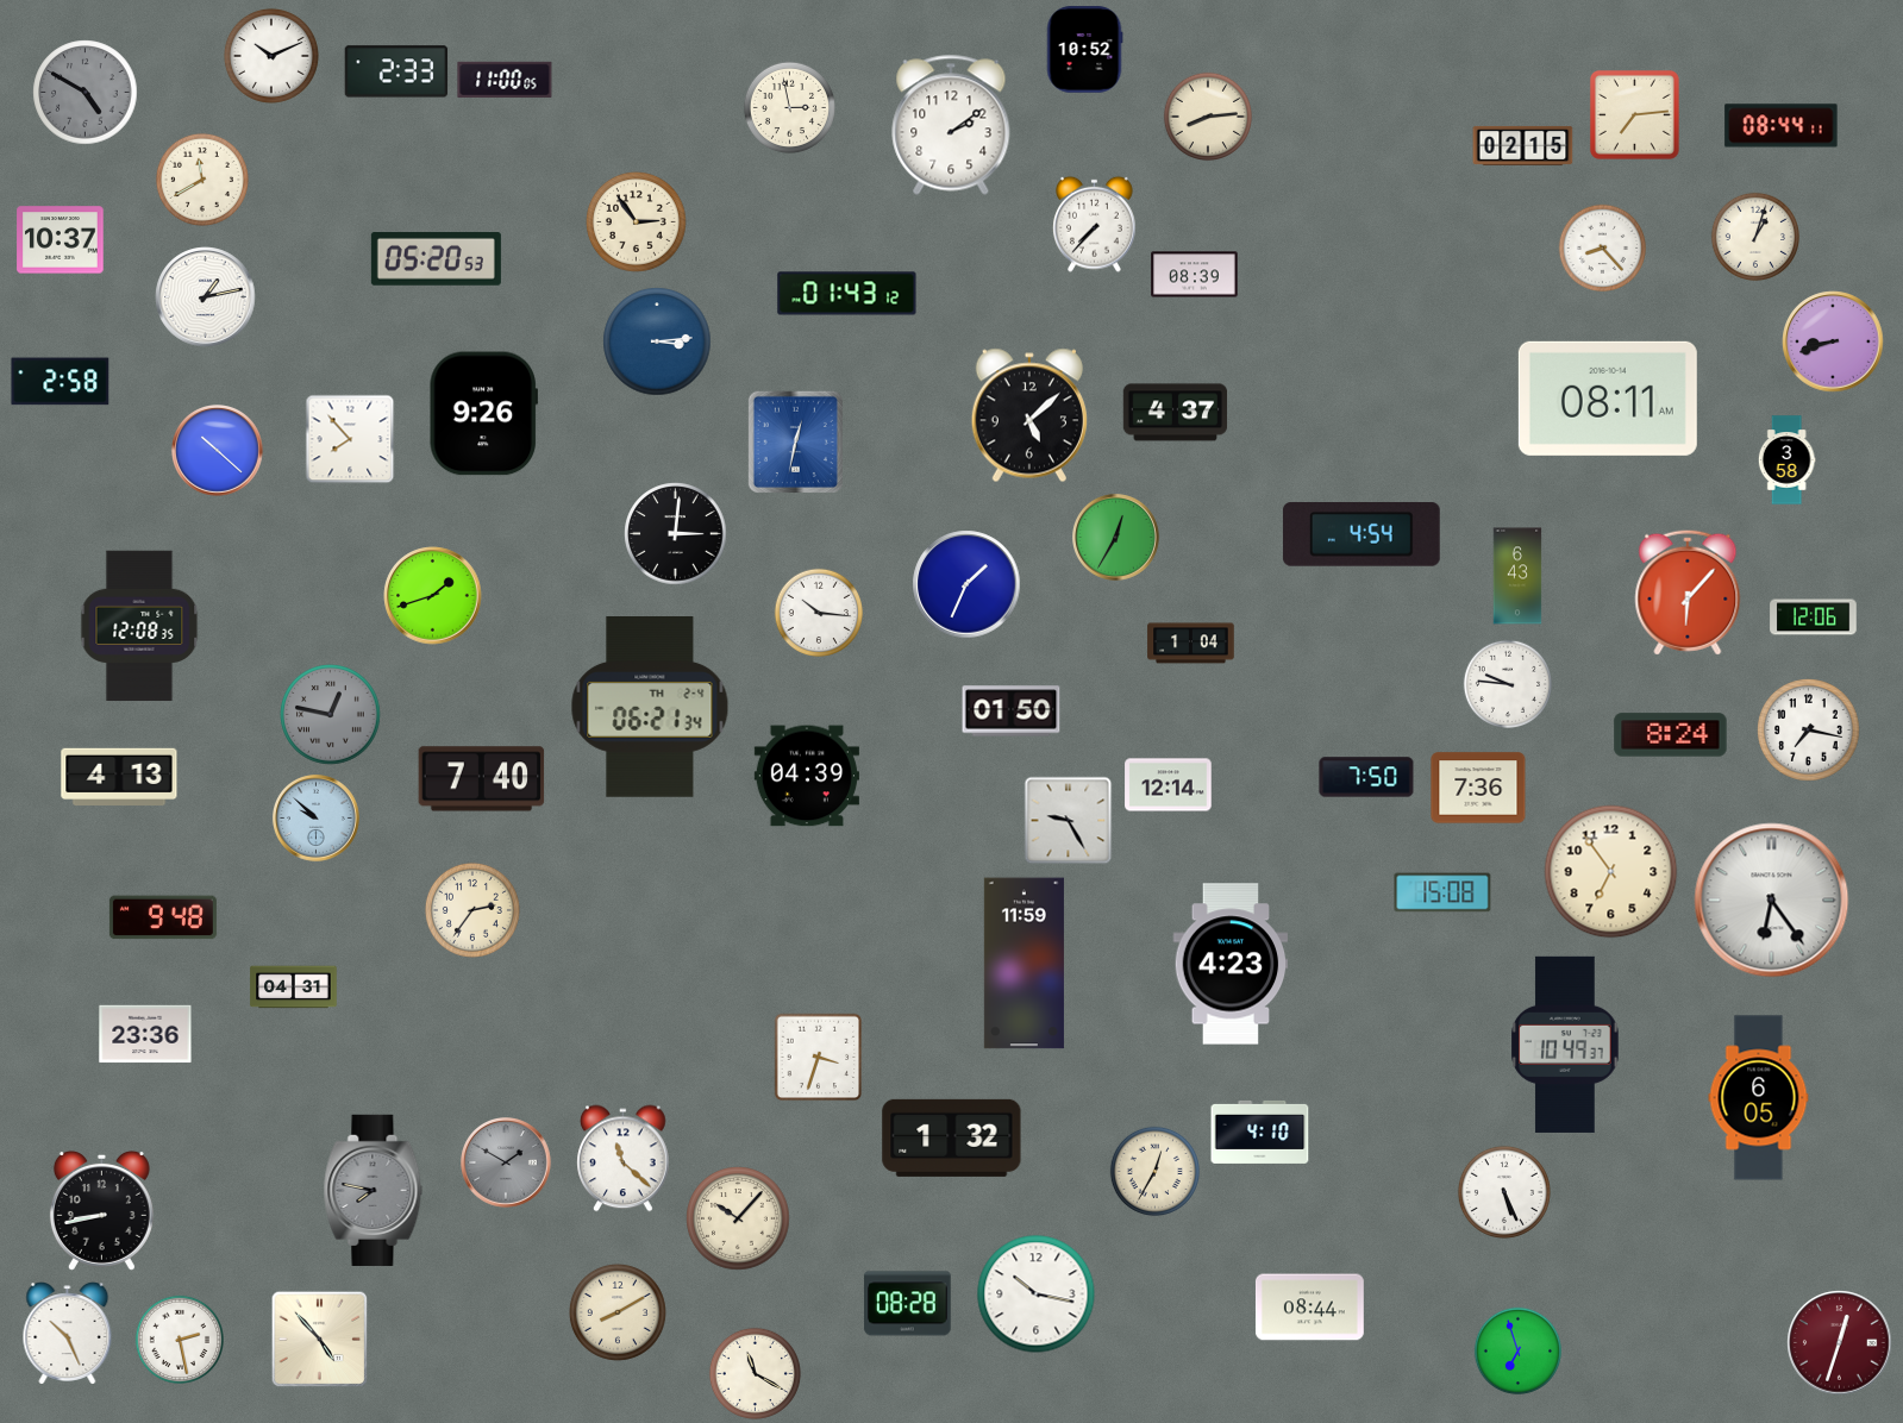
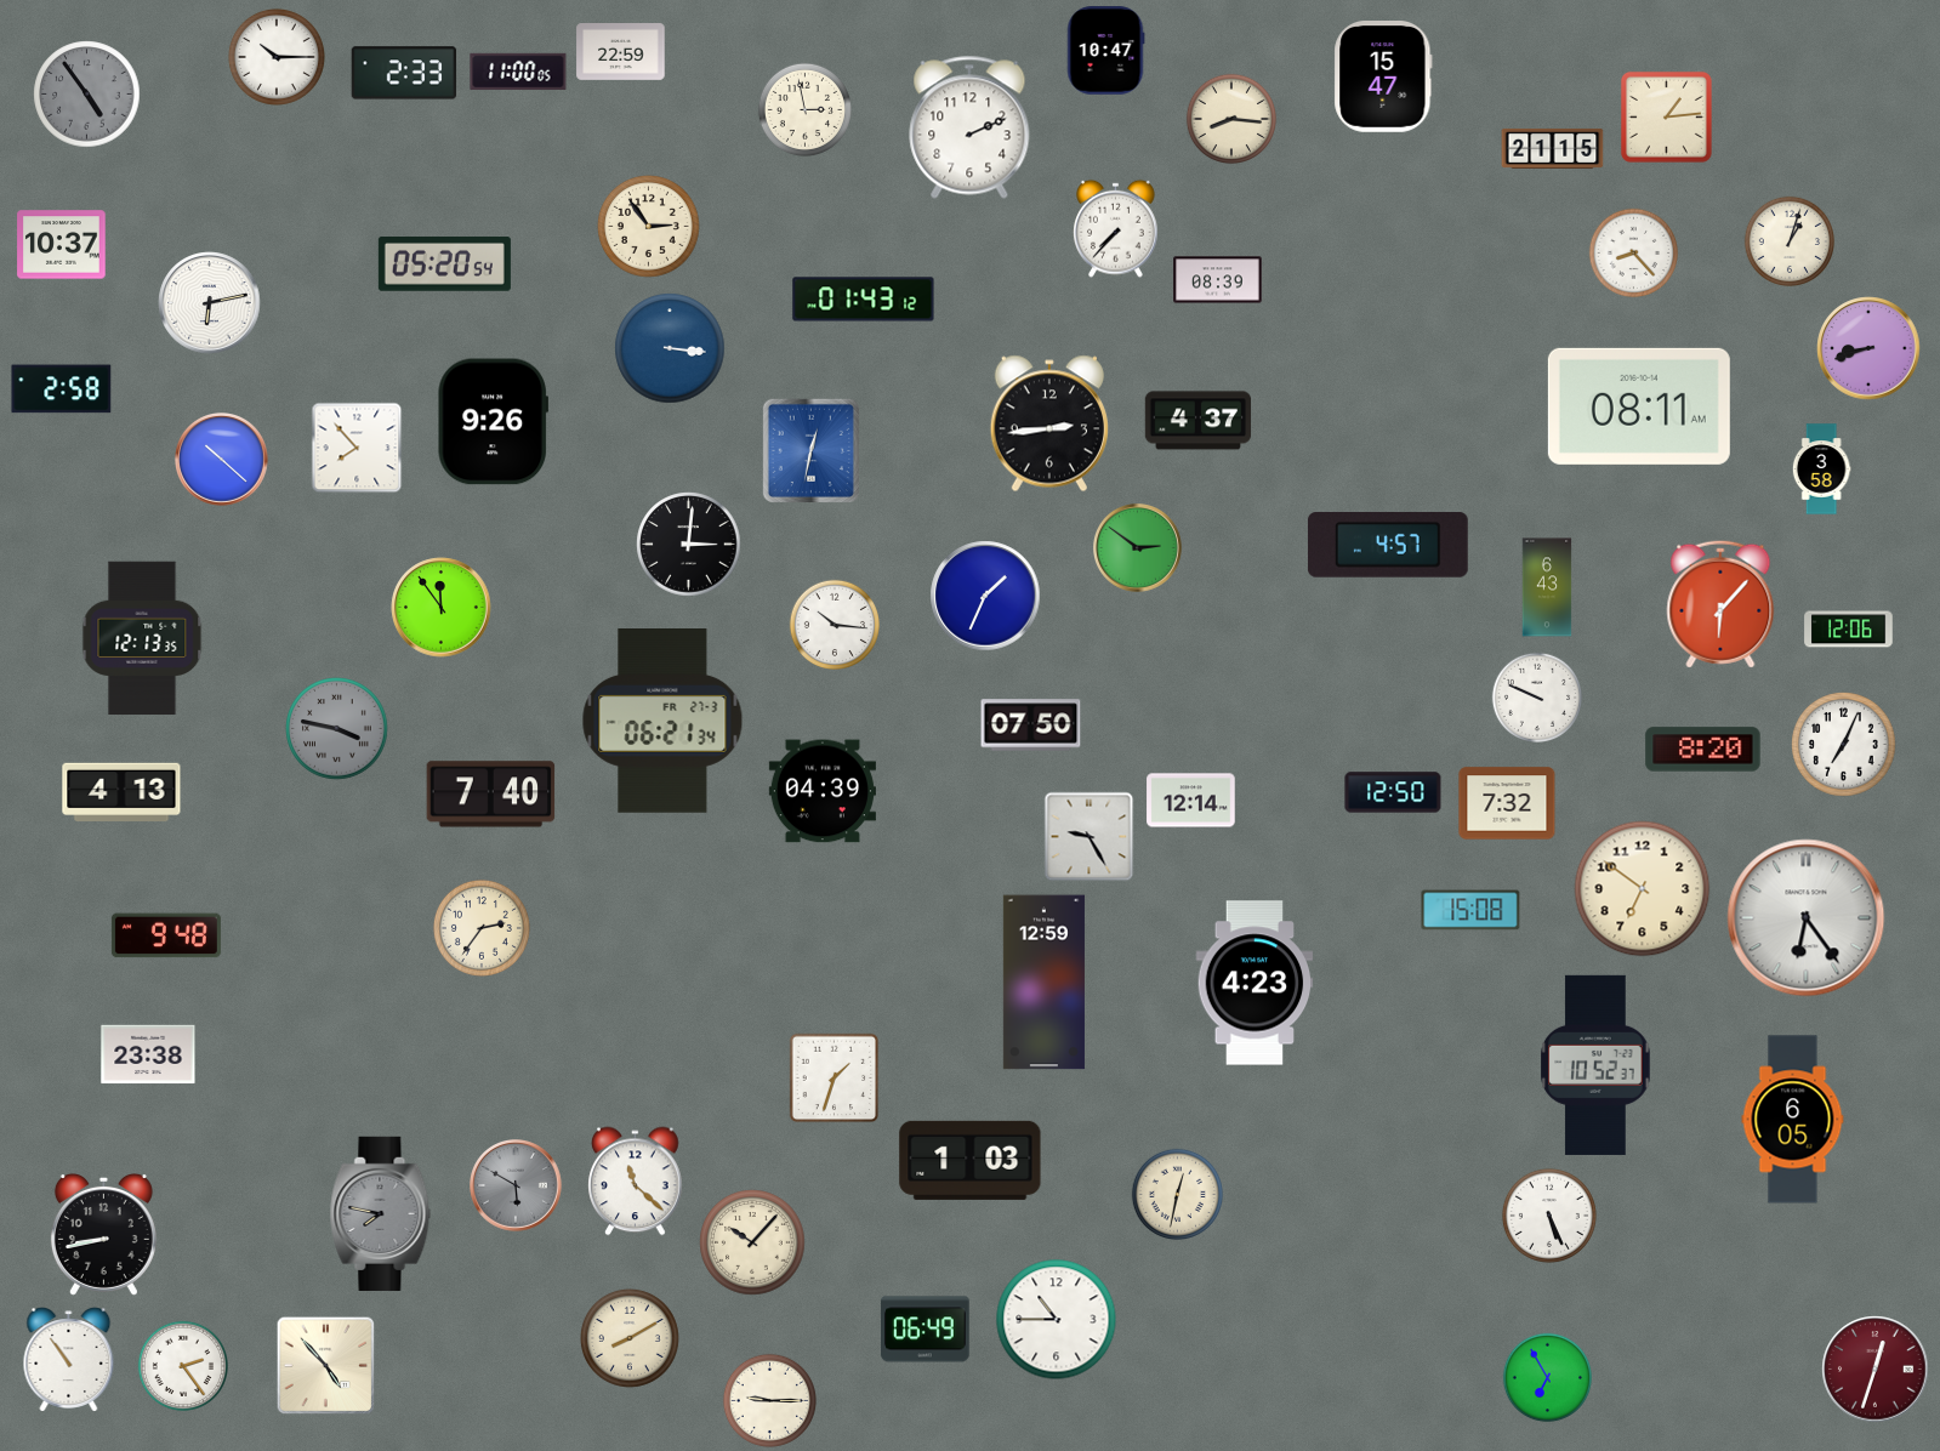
clock at (1084, 50): 10:52 -> 10:47
clock at (621, 52): none -> 22:59
clock at (271, 56): 10:11 -> 10:15
clock at (1383, 78): none -> 15:47
clock at (505, 80) position: (505, 80) -> (518, 72)
clock at (86, 93): 4:50 -> 4:54
clock at (1634, 114): 7:14 -> 1:14
clock at (1207, 115): 8:14 -> 8:16
clock at (951, 125): 2:09 -> 2:11
clock at (1782, 126): 08:44 -> none
clock at (1523, 145): 02:15 -> 21:15
clock at (202, 180): 11:40 -> none
clock at (436, 259): 05:20:53 -> 05:20:54
clock at (206, 297): 1:13 -> 6:13
clock at (657, 341): 3:14 -> 3:16
clock at (1029, 415): 5:08 -> 2:44
clock at (1361, 535): 4:54 -> 4:57
clock at (1116, 538): 12:35 -> 2:51
clock at (433, 596): 1:42 -> 11:54
clock at (139, 626): 12:08 -> 12:13
clock at (1191, 644): 1:04 -> none
clock at (1507, 683): 9:46 -> 9:49
clock at (650, 708) date: TH 2-4 -> FR 27-3
clock at (1012, 711): 01:50 -> 07:50
clock at (331, 715): 12:47 -> 3:47
clock at (1809, 731): 7:17 -> 7:04
clock at (1671, 735): 8:24 -> 8:20
clock at (1366, 777): 7:50 -> 12:50
clock at (1478, 788): 7:36 -> 7:32
clock at (317, 819): 9:52 -> none
clock at (1611, 872): 6:54 -> 6:51
clock at (1024, 964): 11:59 -> 12:59
clock at (294, 988): 04:31 -> none
clock at (145, 1034): 23:36 -> 23:38
clock at (1565, 1045): 10:49 -> 10:52
clock at (819, 1058): 3:33 -> 1:33
clock at (1260, 1131): 4:10 -> none
clock at (952, 1137): 1:32 -> 1:03
clock at (507, 1164): 1:50 -> 5:50
clock at (1154, 1171): 12:35 -> 12:32
clock at (1504, 1192) position: (1504, 1192) -> (1549, 1216)
clock at (1037, 1295): 10:17 -> 10:45
clock at (908, 1304): 08:28 -> 06:49
clock at (1309, 1308): 08:44 -> none
clock at (68, 1334): 10:26 -> 10:54
clock at (179, 1339): 2:28 -> 2:24
clock at (1519, 1352): 6:57 -> 6:55
clock at (755, 1373): 11:20 -> 9:15
